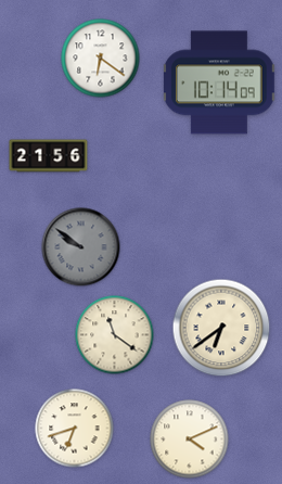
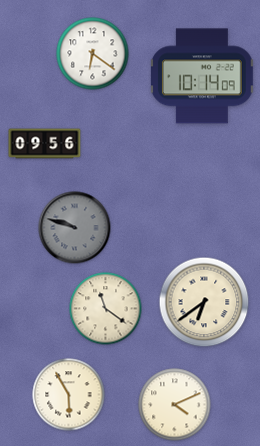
clock at (49, 156): 21:56 -> 09:56
clock at (81, 247): 9:51 -> 9:48
clock at (75, 429): 6:42 -> 5:55
